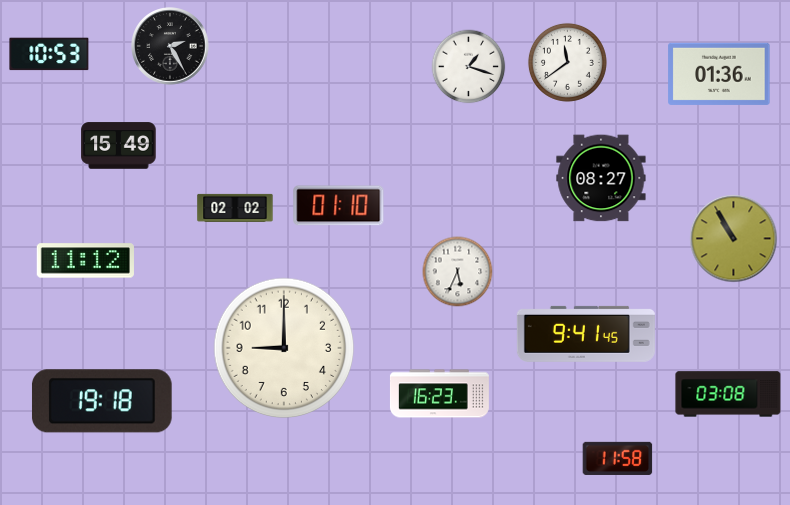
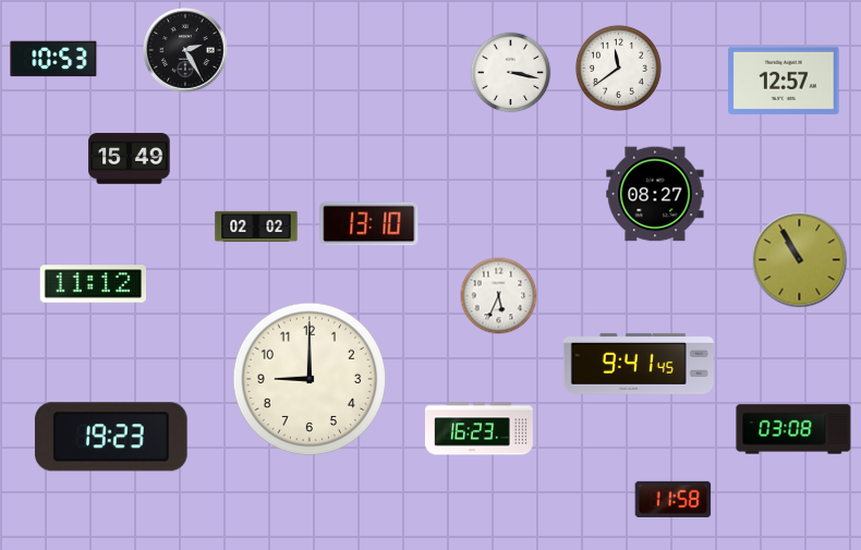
clock at (469, 67): 1:18 -> 3:17
clock at (719, 74): 01:36 -> 12:57
clock at (339, 206): 01:10 -> 13:10
clock at (102, 401): 19:18 -> 19:23
